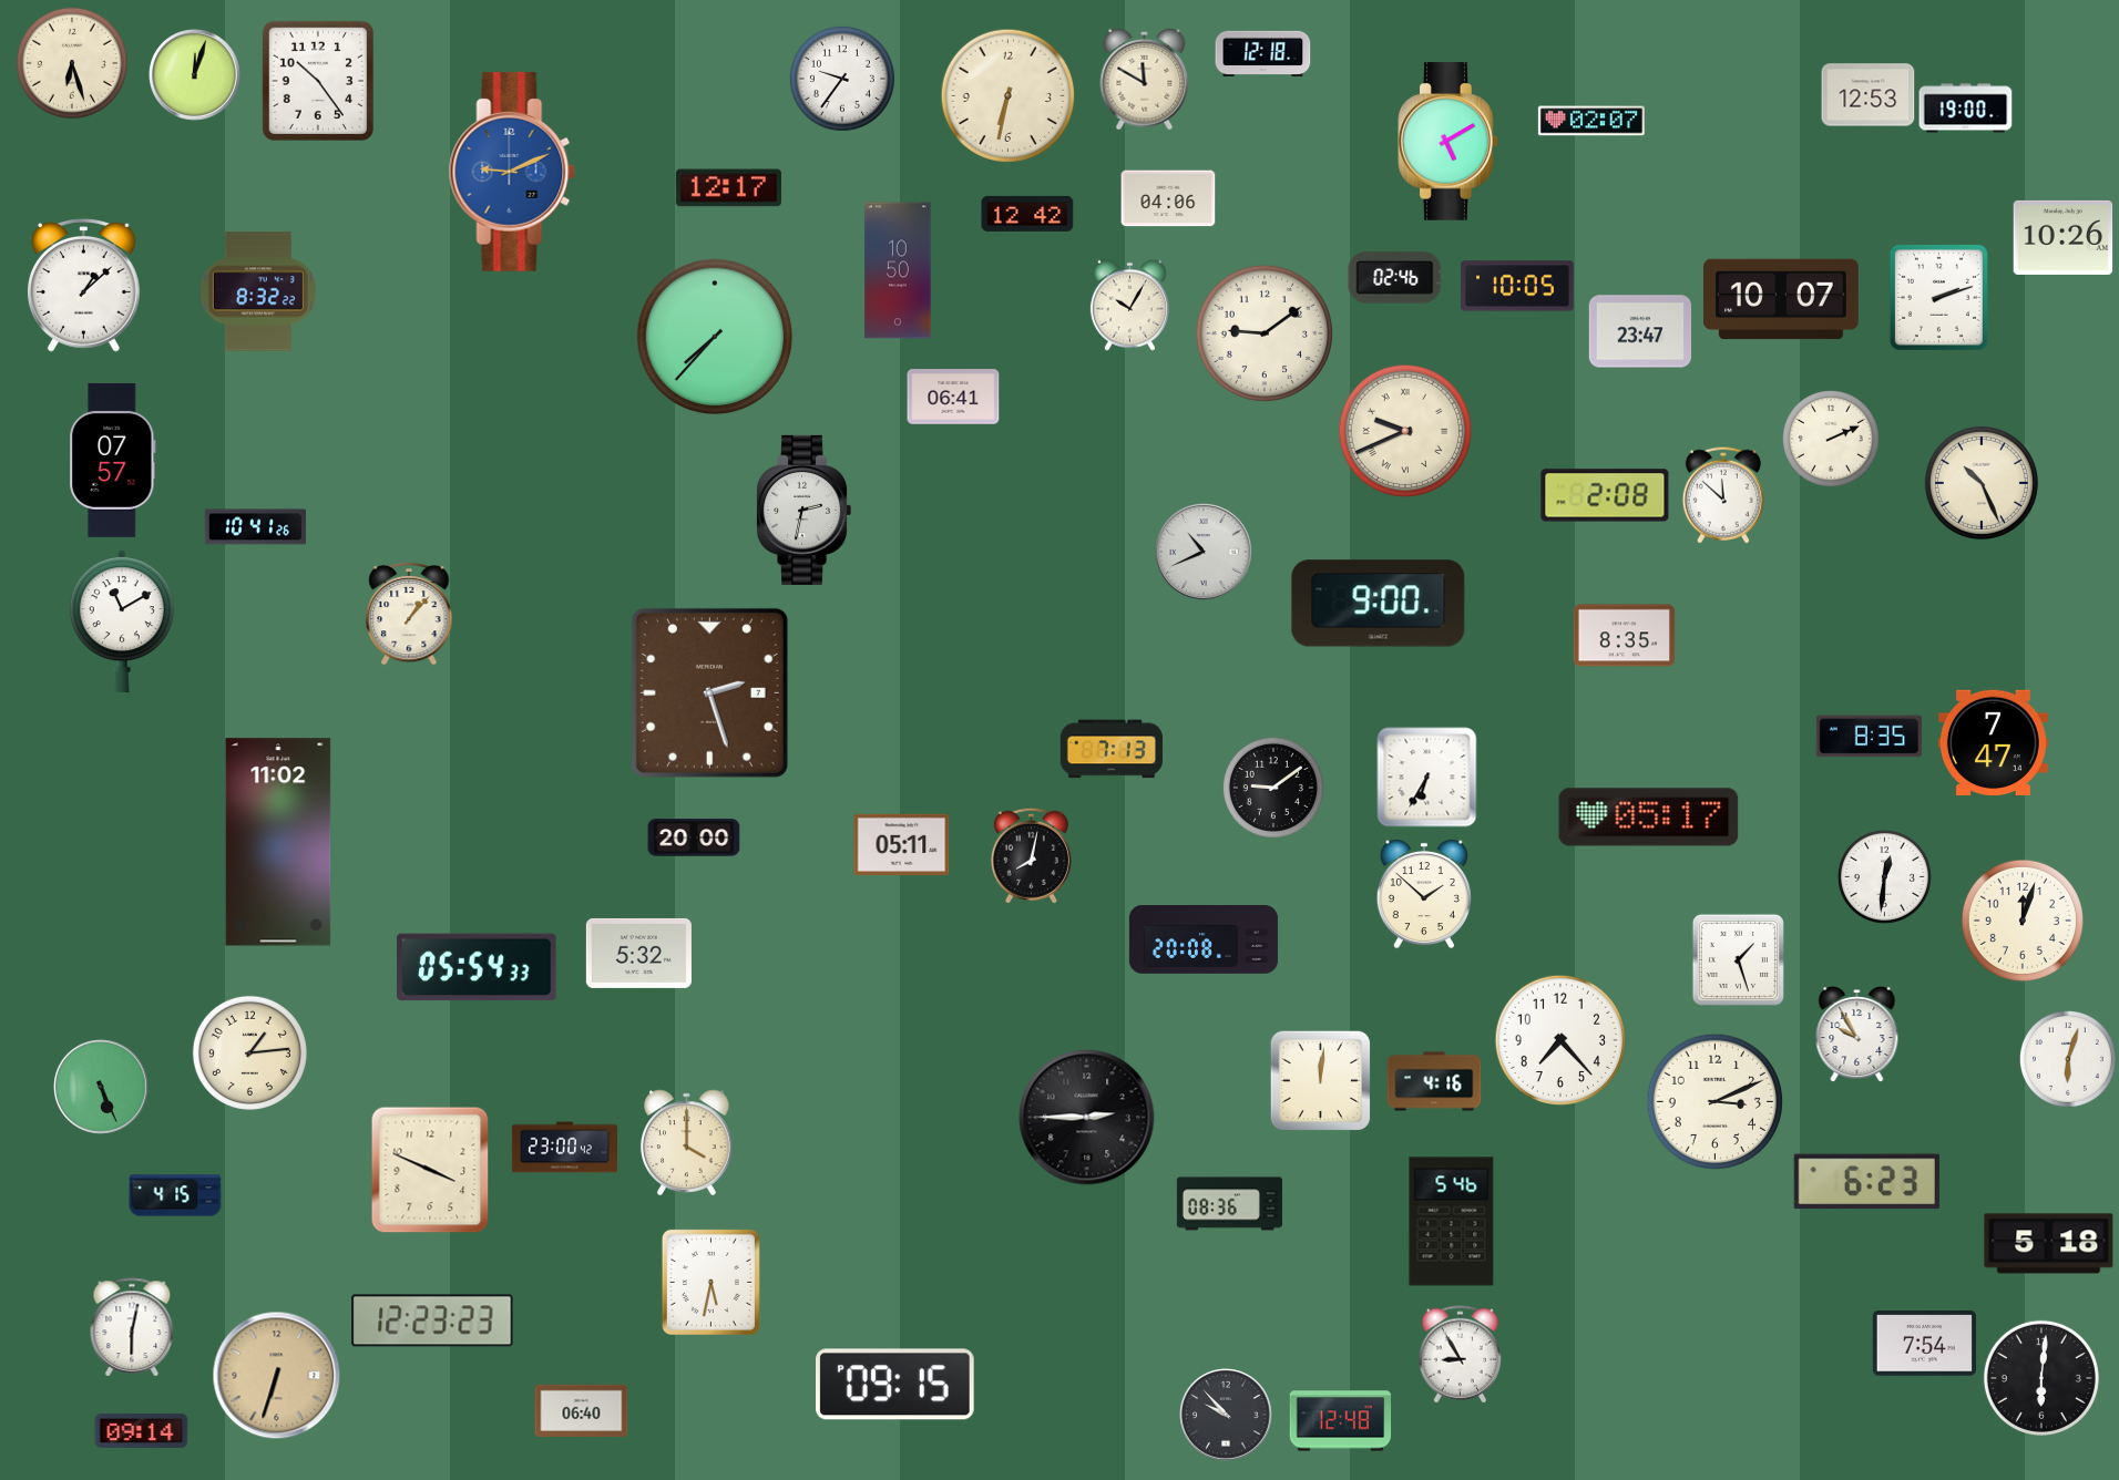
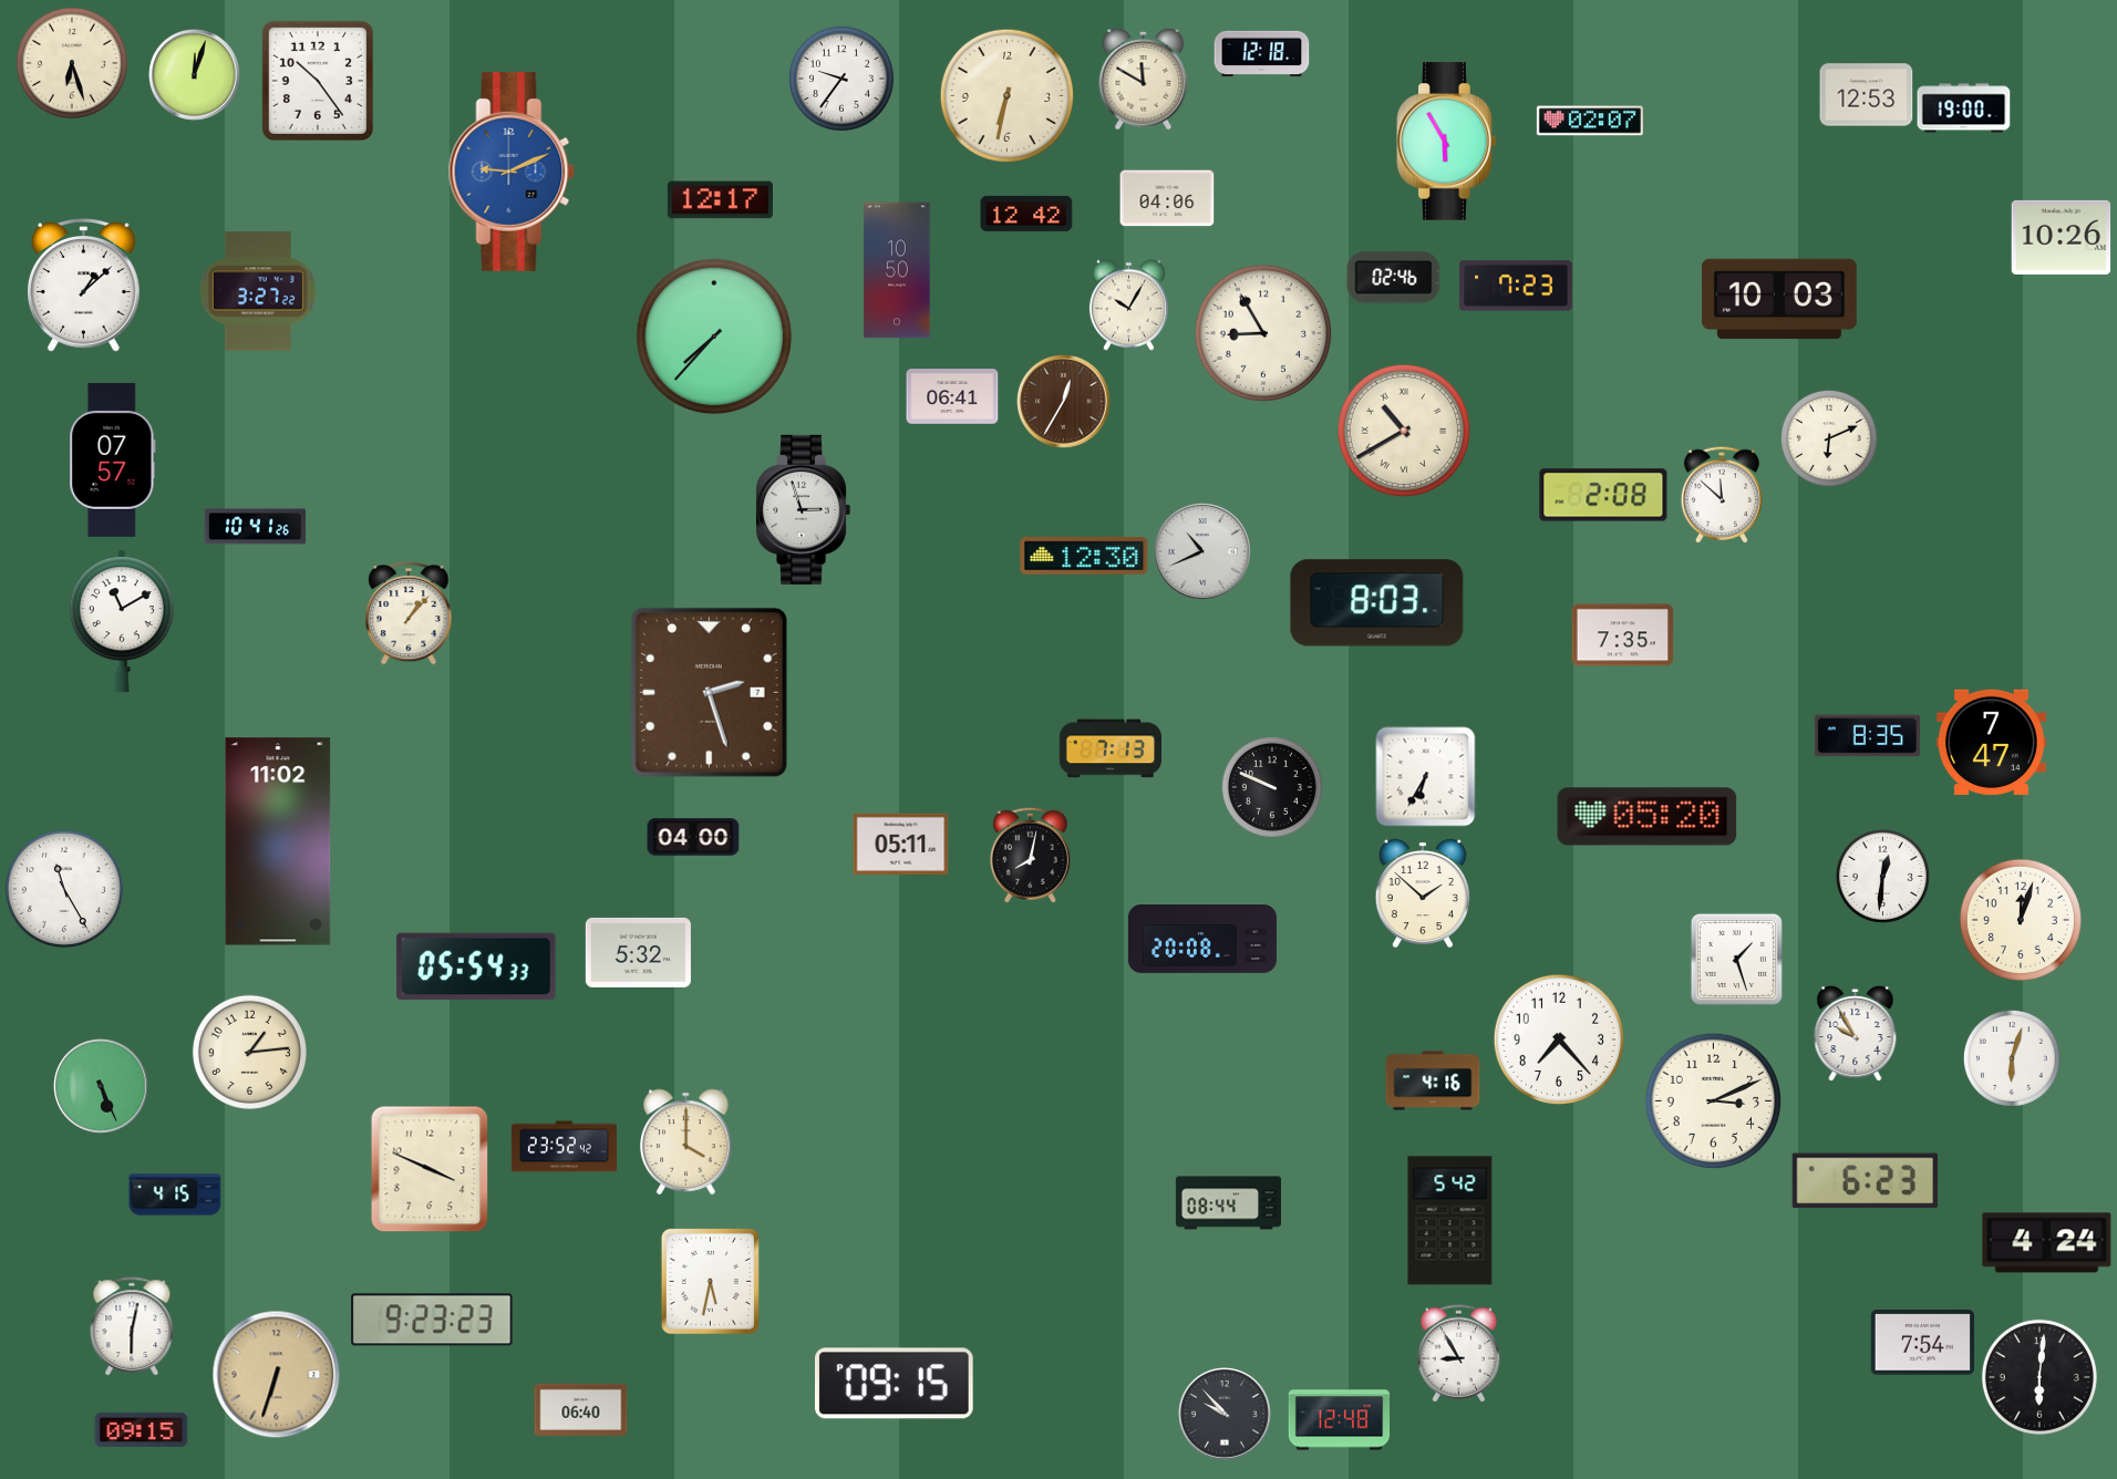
clock at (1449, 142): 5:10 -> 5:55
clock at (728, 188) position: (728, 188) -> (720, 200)
clock at (1517, 286): 10:05 -> 7:23
clock at (258, 291): 8:32 -> 3:27
clock at (1938, 297): 2:12 -> none
clock at (1782, 299): 10:07 -> 10:03
clock at (1640, 331): 23:47 -> none
clock at (1263, 332): 9:09 -> 8:55
clock at (1064, 402): none -> 12:35
clock at (1404, 430): 9:41 -> 10:40
clock at (1831, 439): 2:11 -> 6:11
clock at (1982, 483): 10:26 -> none
clock at (805, 510): 2:32 -> 2:57
clock at (1084, 556): none -> 12:30
clock at (1379, 604): 9:00 -> 8:03
clock at (1625, 636): 8:35 -> 7:35
clock at (1273, 788): 9:09 -> 9:49
clock at (1649, 818): 05:17 -> 05:20
clock at (694, 837): 20:00 -> 04:00
clock at (64, 889): none -> 11:25
clock at (2068, 1059) position: (2068, 1059) -> (2012, 1058)
clock at (1320, 1080): 12:01 -> none
clock at (1087, 1118): 2:45 -> none
clock at (564, 1148): 23:00 -> 23:52
clock at (1229, 1204): 08:36 -> 08:44
clock at (1452, 1222): 5:46 -> 5:42
clock at (2049, 1244): 5:18 -> 4:24
clock at (432, 1320): 12:23 -> 9:23
clock at (142, 1430): 09:14 -> 09:15
